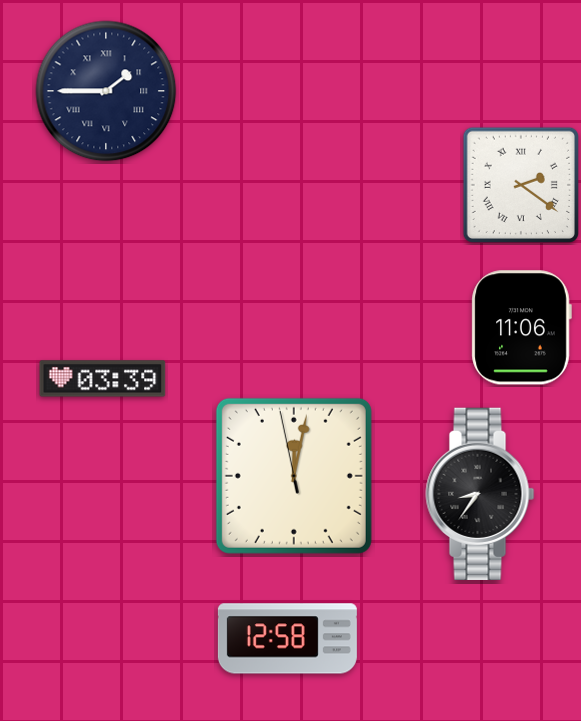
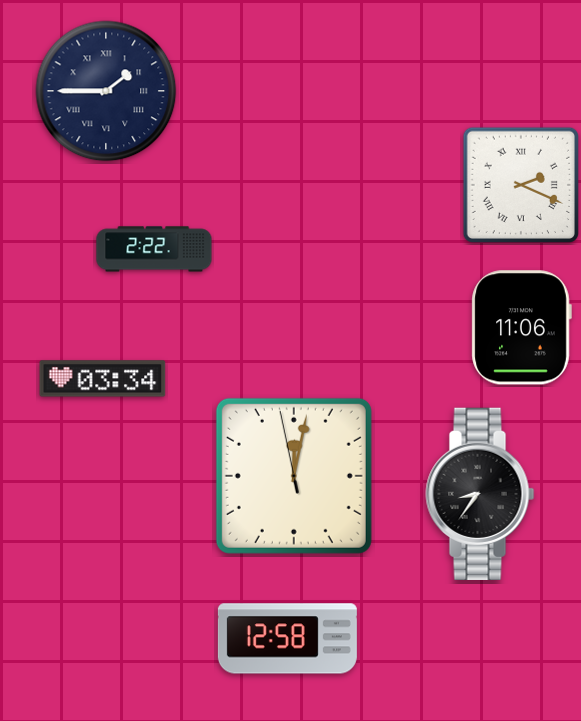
clock at (520, 184): 2:21 -> 2:19
clock at (154, 249): none -> 2:22
clock at (103, 379): 03:39 -> 03:34
